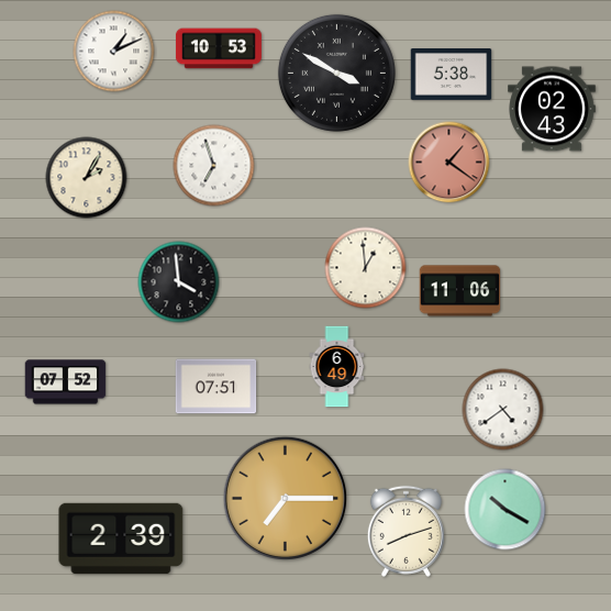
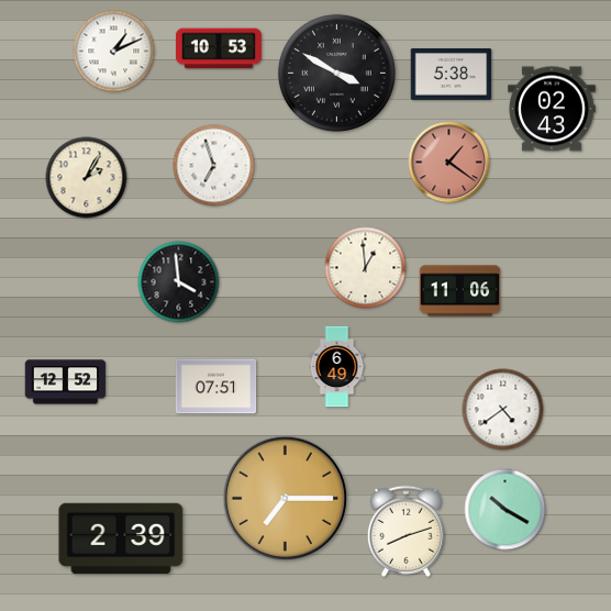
clock at (66, 382): 07:52 -> 12:52
